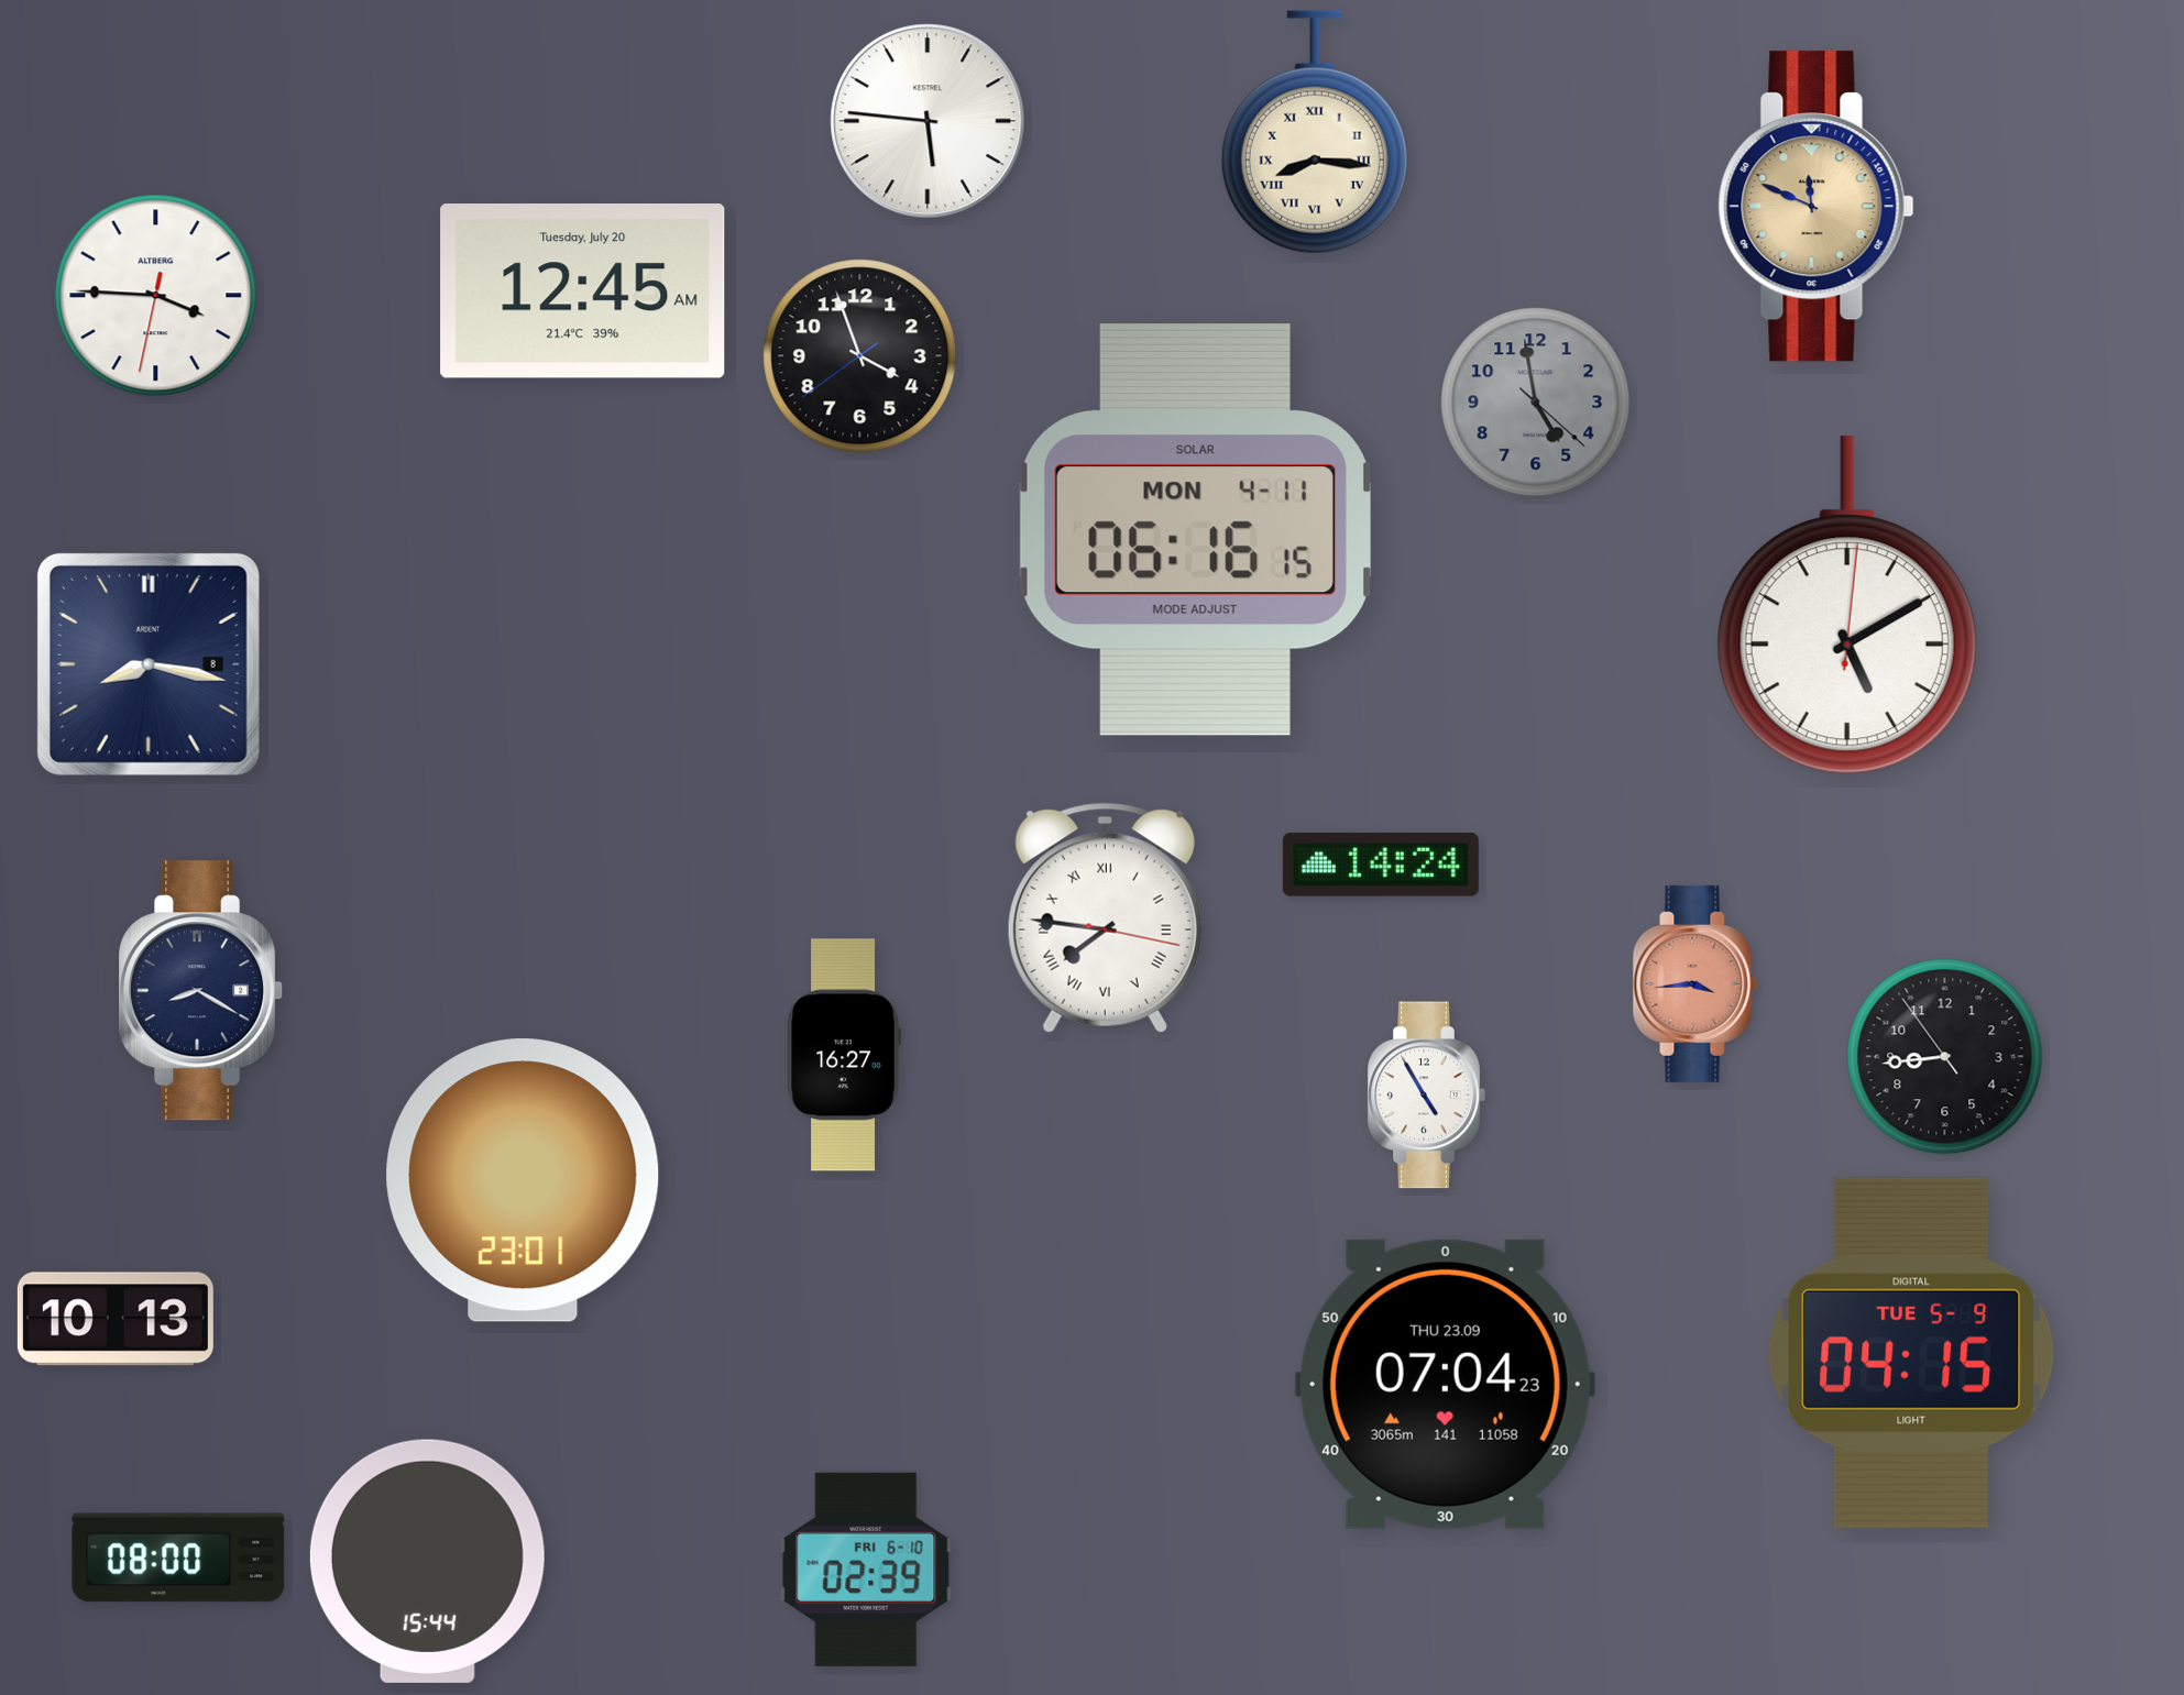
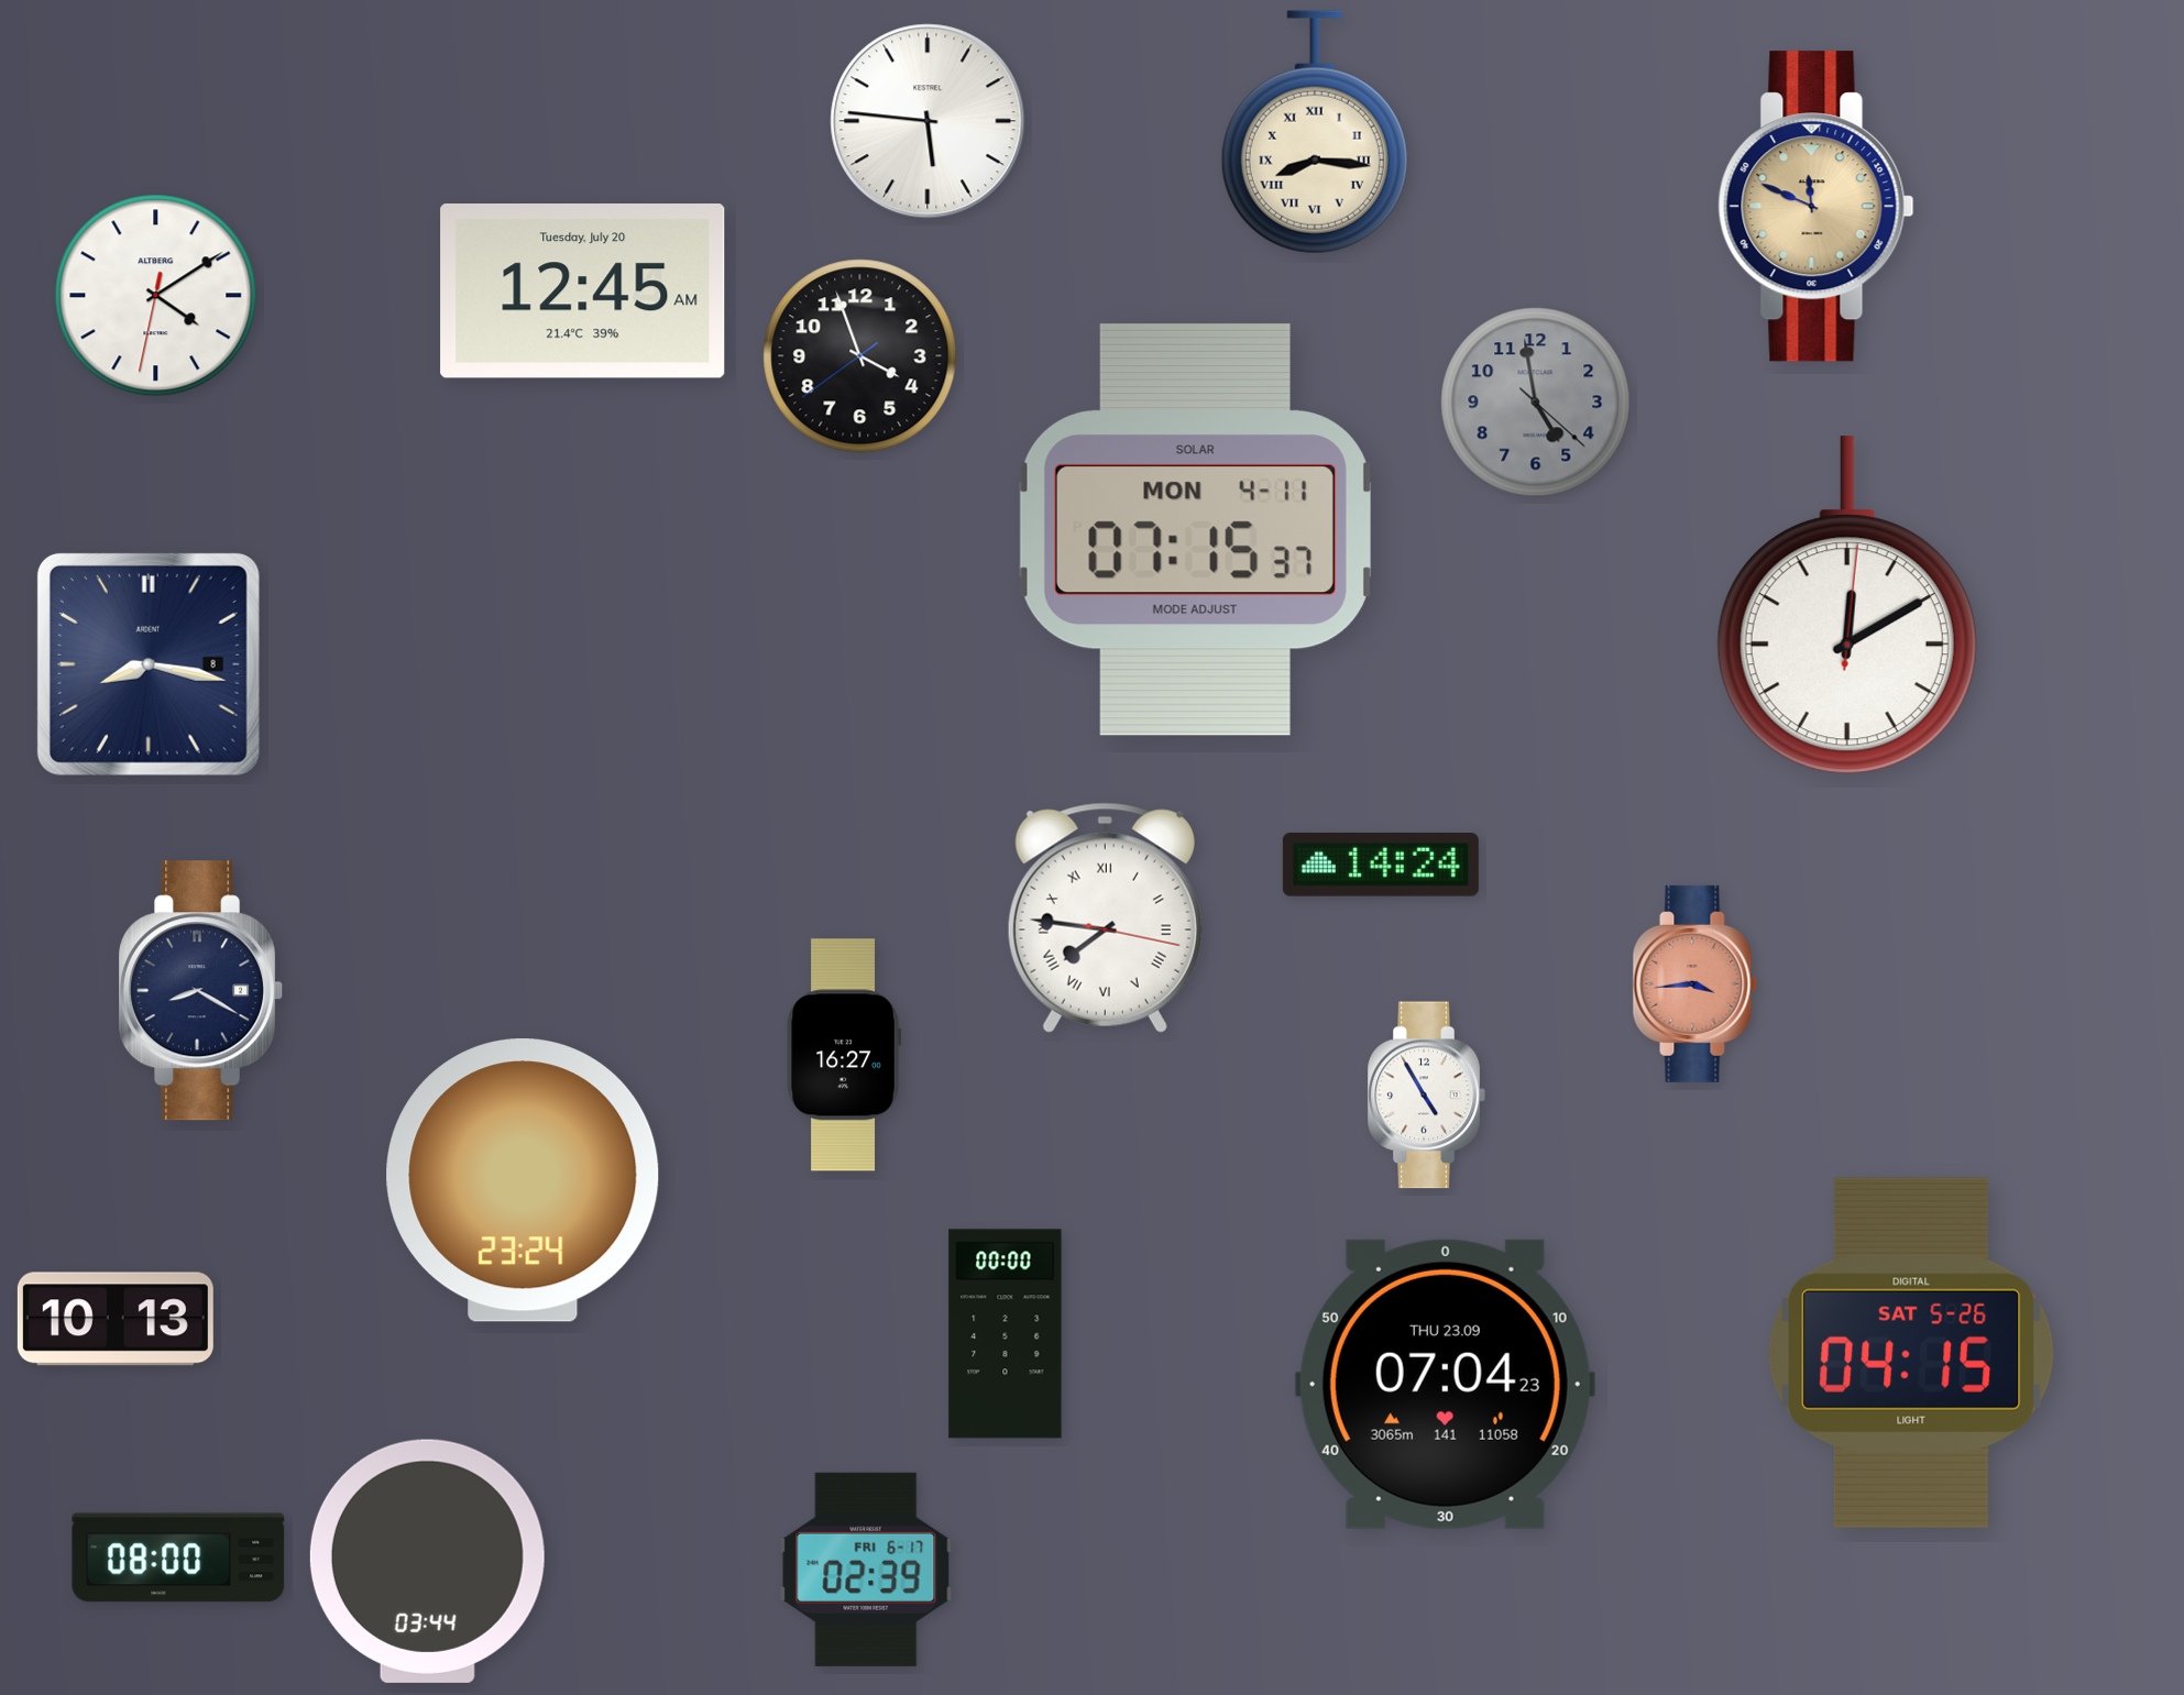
clock at (156, 296): 3:45 -> 4:09
clock at (1195, 529): 06:16 -> 07:15
clock at (1847, 605): 5:10 -> 12:10
clock at (1945, 1057): 8:43 -> none
clock at (523, 1180): 23:01 -> 23:24
clock at (1006, 1334): none -> 00:00
clock at (1911, 1353) date: TUE 5-9 -> SAT 5-26
clock at (427, 1561): 15:44 -> 03:44
clock at (866, 1570) date: FRI 6-10 -> FRI 6-17
